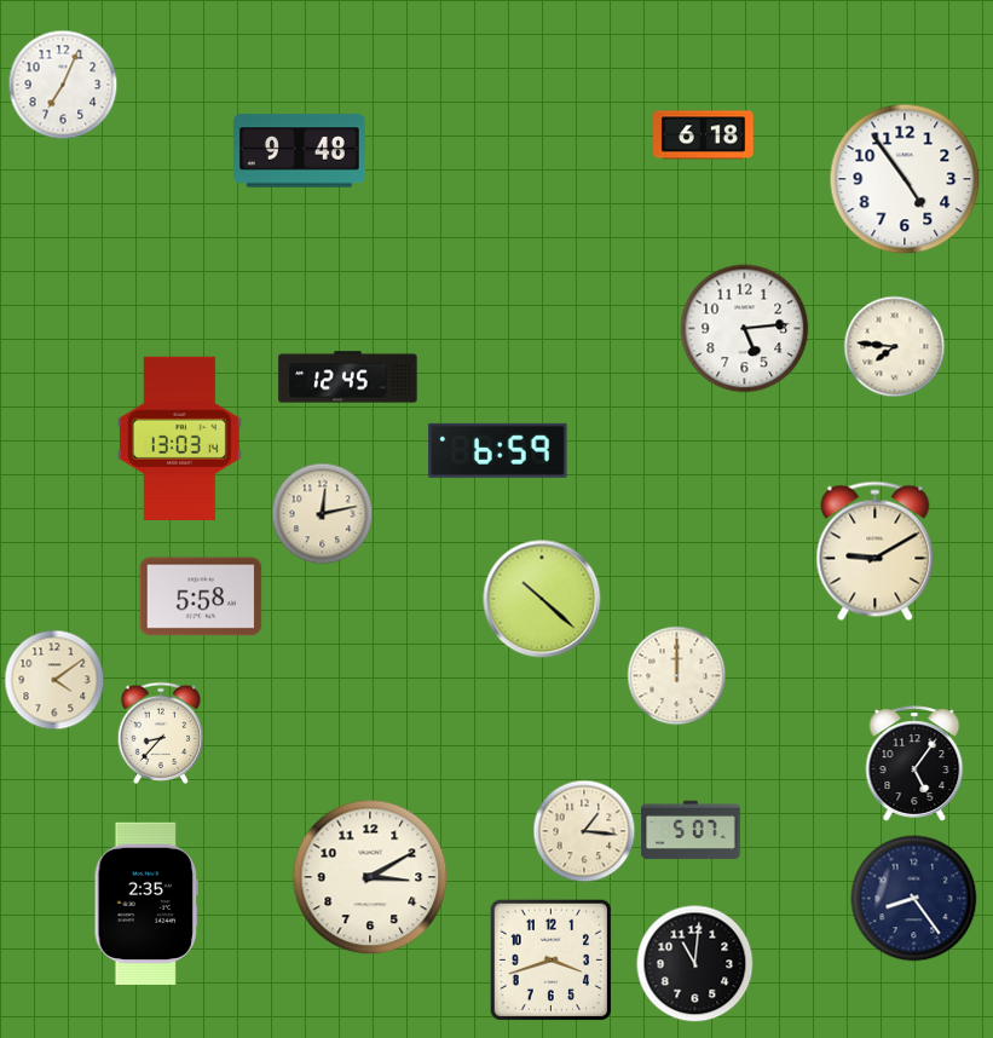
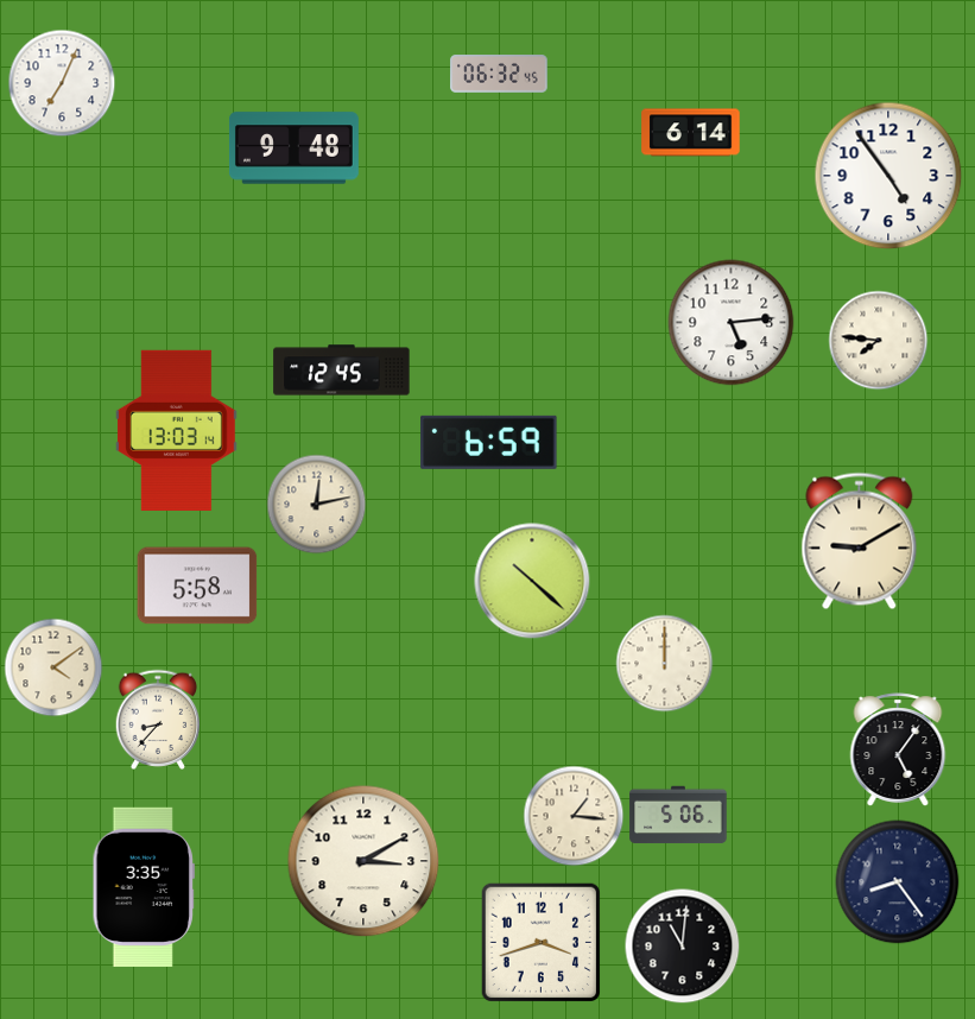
clock at (499, 74): none -> 06:32
clock at (704, 135): 6:18 -> 6:14
clock at (542, 599) position: (542, 599) -> (532, 581)
clock at (691, 830): 5:07 -> 5:06
clock at (145, 903): 2:35 -> 3:35
